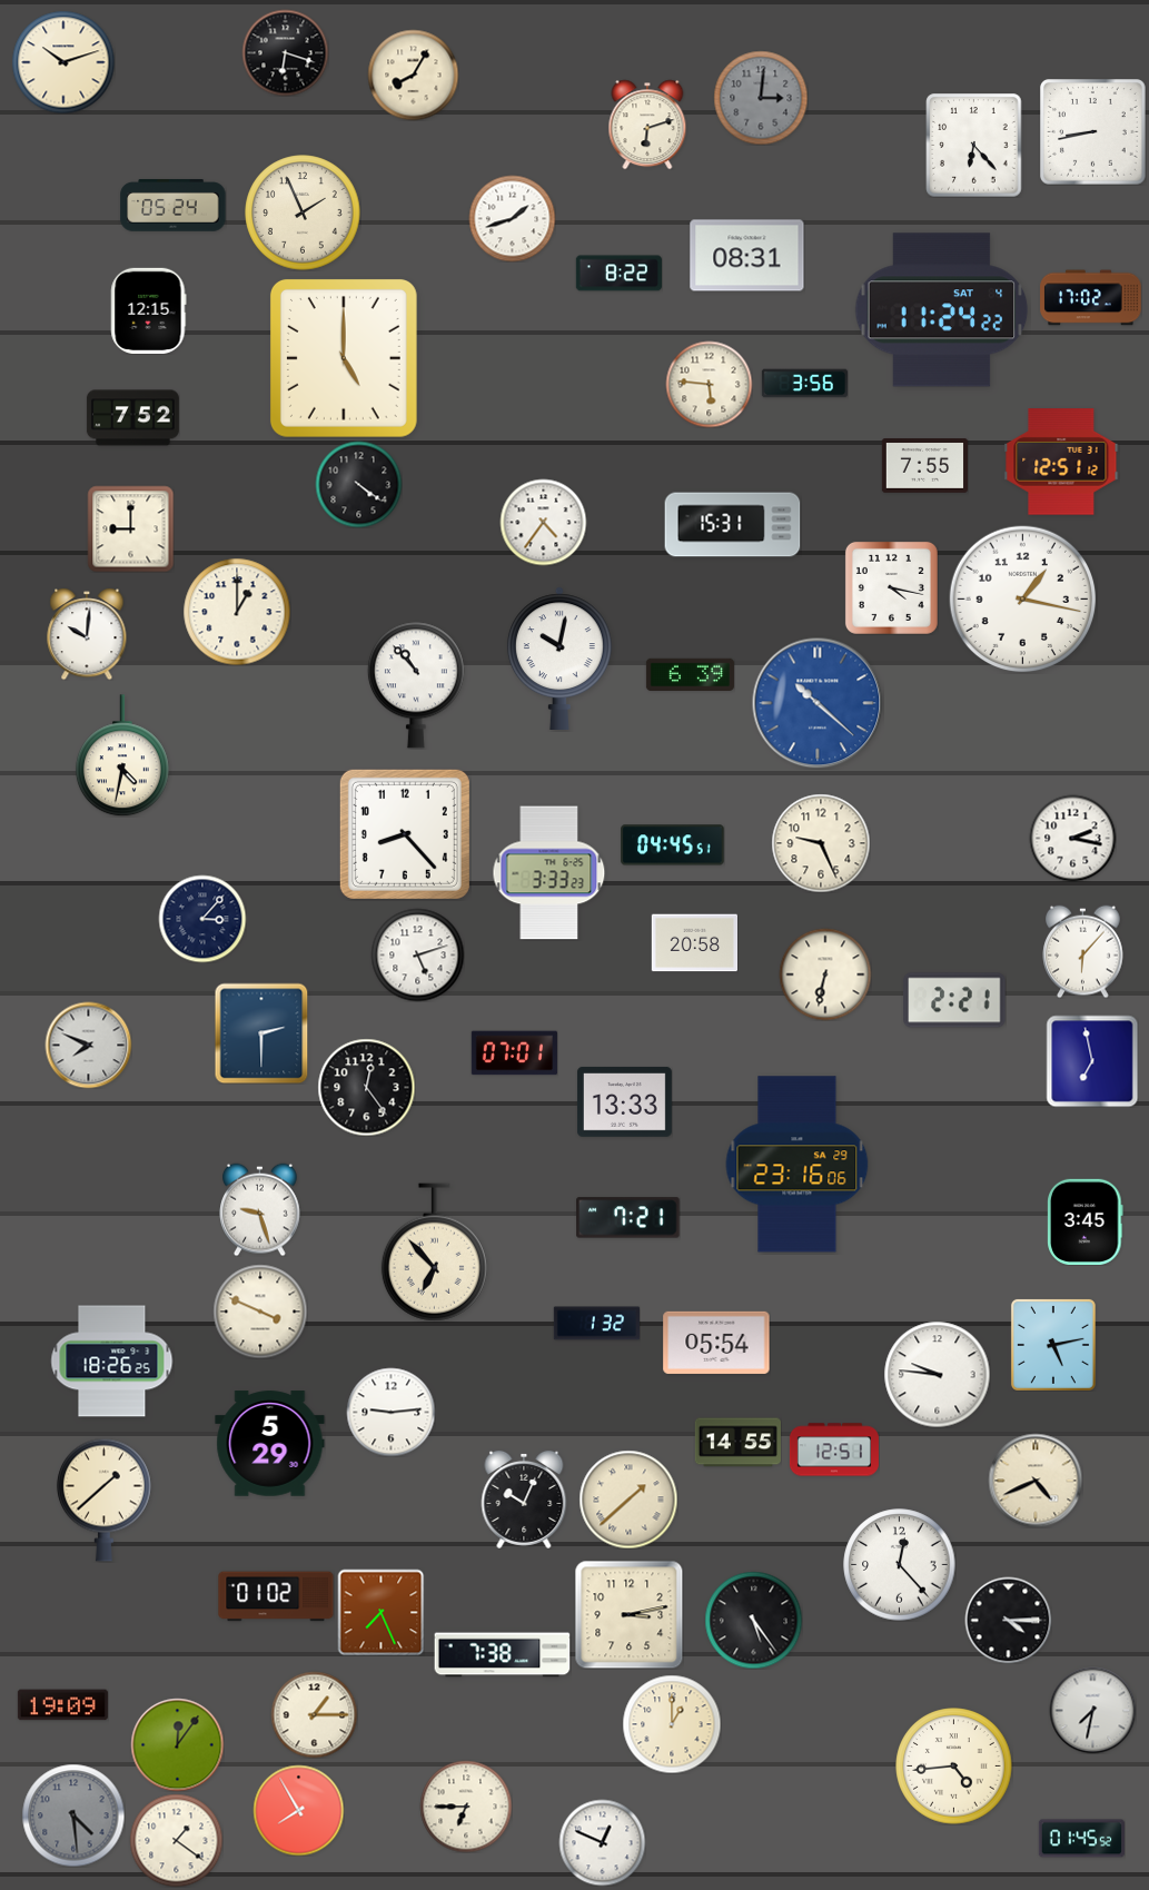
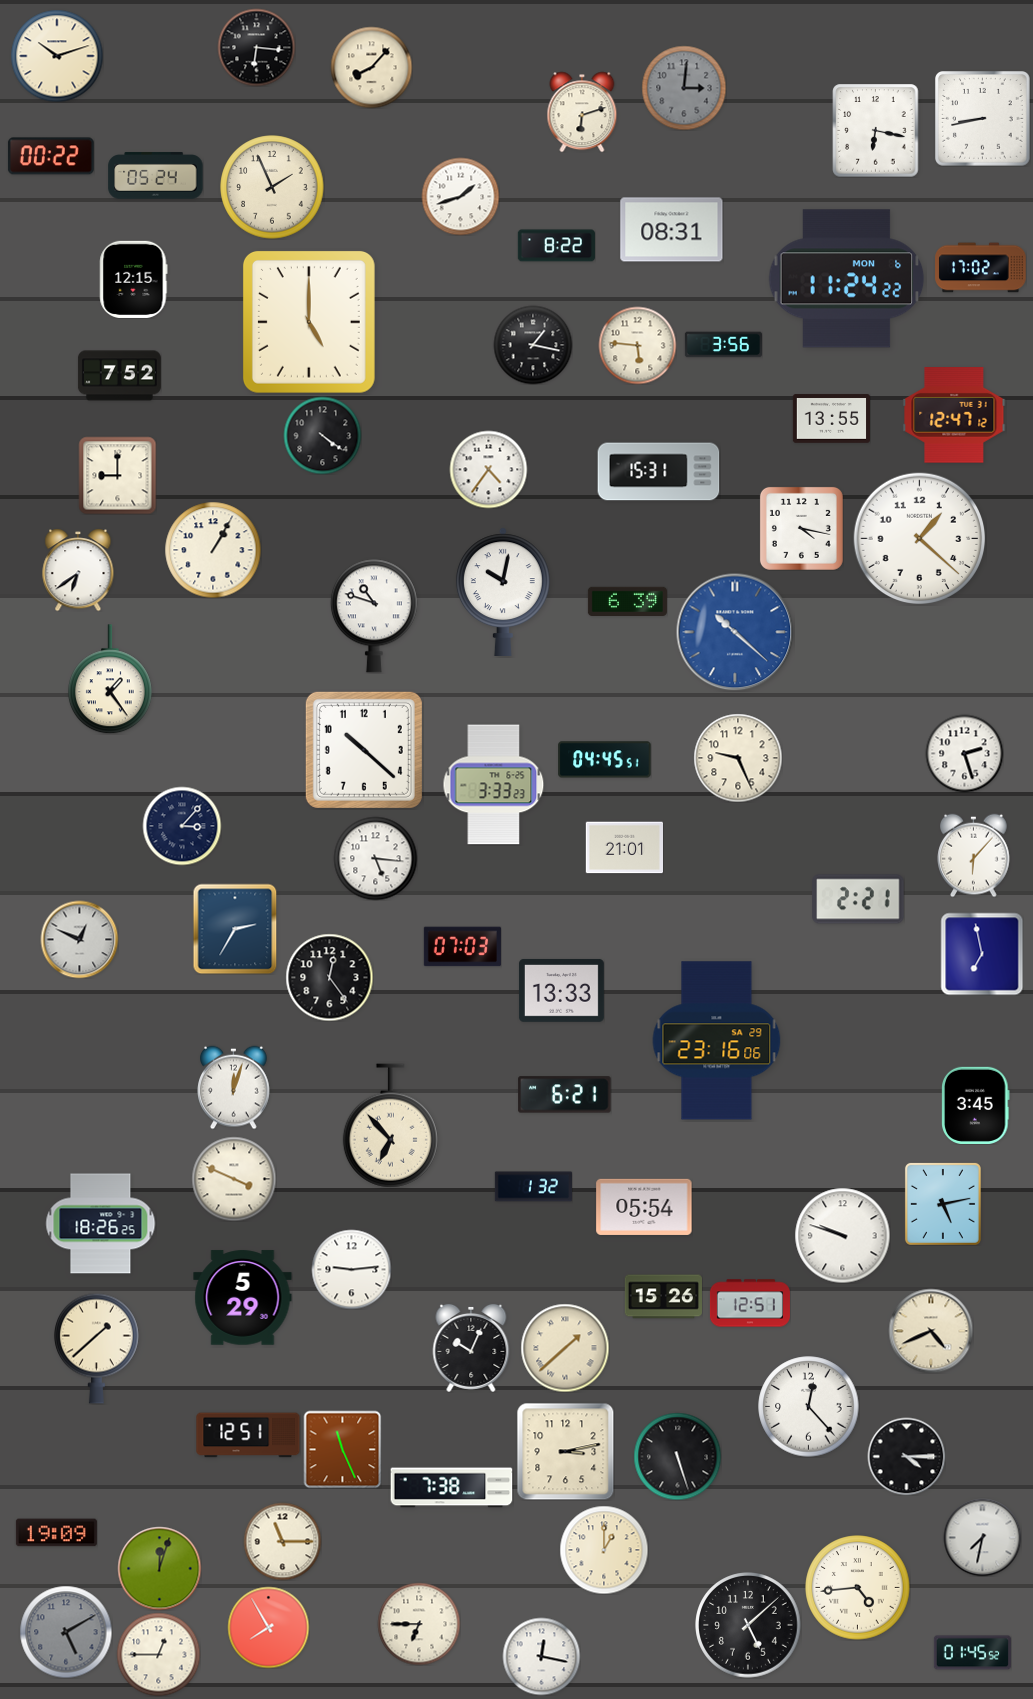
clock at (285, 52): 6:18 -> 6:16
clock at (413, 75): 8:05 -> 8:07
clock at (974, 146): 6:23 -> 6:17
clock at (51, 156): none -> 00:22
clock at (174, 206) position: (174, 206) -> (156, 176)
clock at (303, 212) position: (303, 212) -> (272, 187)
clock at (942, 310) date: SAT 4 -> MON 6
clock at (533, 345): none -> 1:17
clock at (1061, 462): 12:51 -> 12:47
clock at (924, 466): 7:55 -> 13:55
clock at (1023, 600): 1:17 -> 1:22
clock at (237, 612): 1:00 -> 1:05
clock at (87, 634): 10:01 -> 6:39
clock at (690, 675) position: (690, 675) -> (627, 602)
clock at (416, 685): 10:53 -> 10:48
clock at (122, 755): 4:32 -> 1:24
clock at (405, 834): 8:23 -> 10:22
clock at (1072, 838): 2:17 -> 2:27
clock at (694, 943): 20:58 -> 21:01
clock at (417, 954): 5:12 -> 5:16
clock at (825, 974): 6:32 -> none
clock at (261, 1033): 2:30 -> 2:35
clock at (88, 1045): 7:49 -> 12:49
clock at (514, 1053): 07:01 -> 07:03
clock at (798, 1165) position: (798, 1165) -> (717, 1041)
clock at (260, 1209): 9:27 -> 12:03
clock at (628, 1218): 7:21 -> 6:21
clock at (1086, 1221) position: (1086, 1221) -> (976, 1105)
clock at (596, 1324) position: (596, 1324) -> (533, 1187)
clock at (1053, 1345) position: (1053, 1345) -> (943, 1204)
clock at (937, 1374): 9:46 -> 9:48
clock at (737, 1443): 14:55 -> 15:26
clock at (103, 1500) position: (103, 1500) -> (96, 1348)
clock at (276, 1596): 01:02 -> 12:51
clock at (380, 1612): 7:26 -> 11:26
clock at (753, 1620): 5:24 -> 5:27
clock at (314, 1714): 1:15 -> 11:15
clock at (177, 1744): 12:06 -> 12:03
clock at (748, 1625): none -> 5:08
clock at (73, 1815): 4:29 -> 5:10
clock at (176, 1840): 1:21 -> 12:45
clock at (602, 1842): 12:49 -> 12:17
